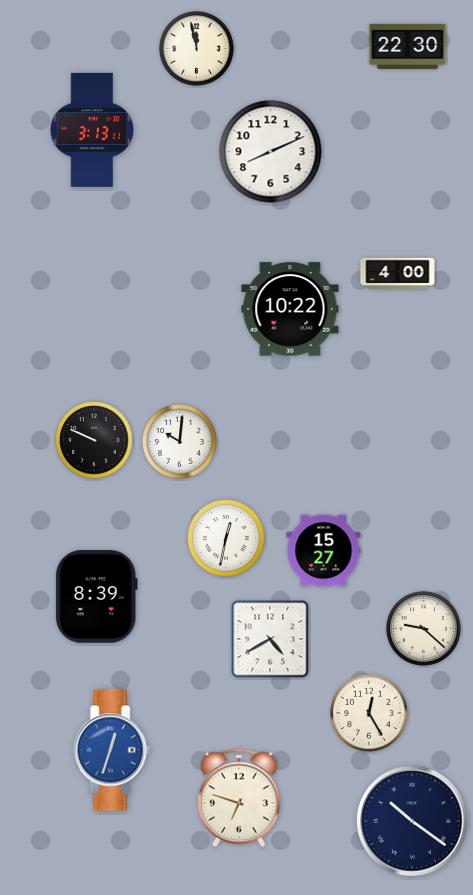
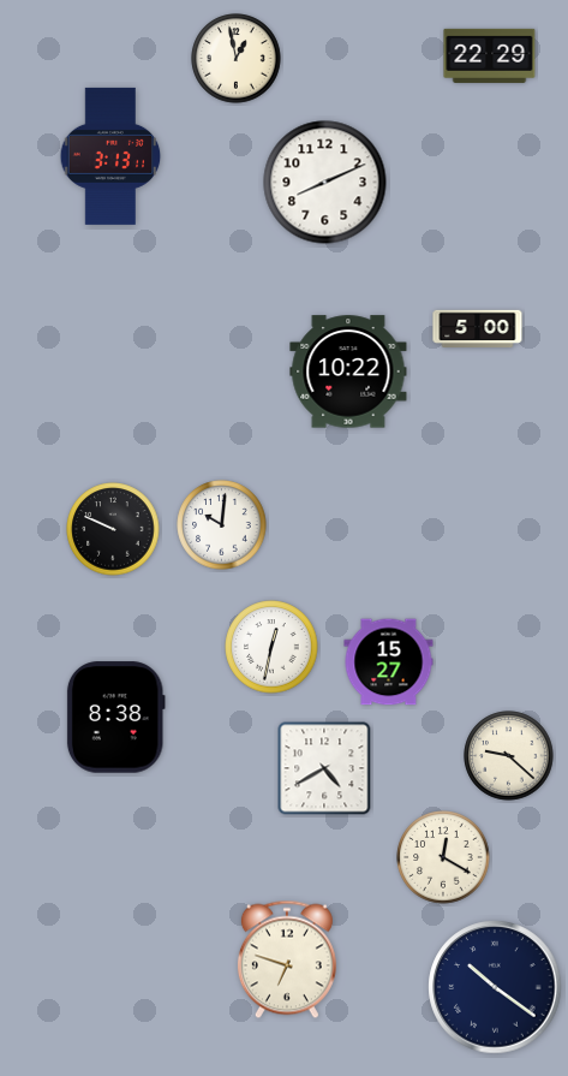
clock at (408, 46): 22:30 -> 22:29
clock at (197, 49): 11:58 -> 12:58
clock at (398, 273): 4:00 -> 5:00
clock at (180, 442) position: (180, 442) -> (222, 525)
clock at (96, 597): 8:39 -> 8:38
clock at (369, 713): 12:25 -> 12:20
clock at (112, 750): 12:33 -> none
